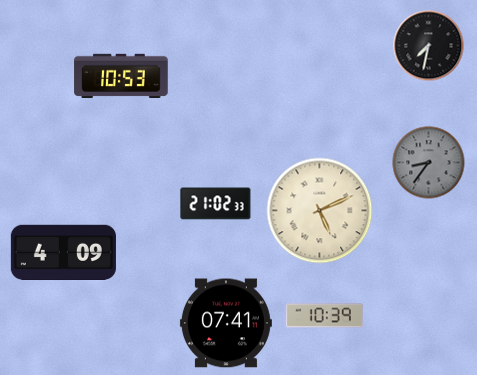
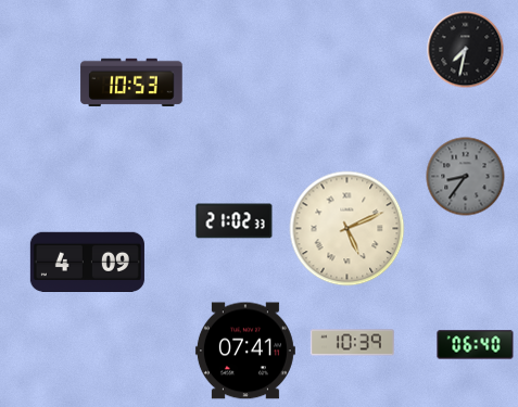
clock at (63, 252) position: (63, 252) -> (87, 262)
clock at (476, 345): none -> 06:40
